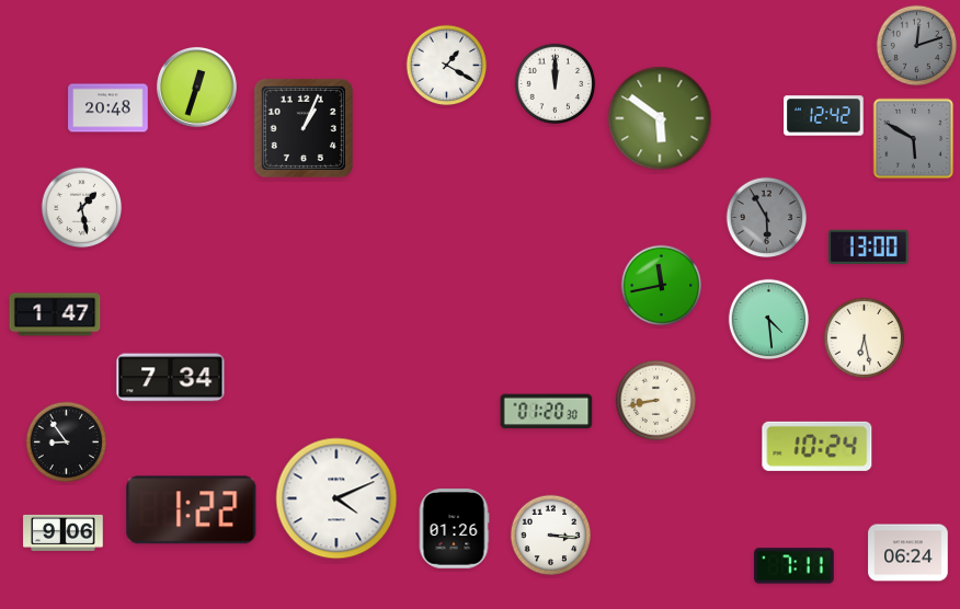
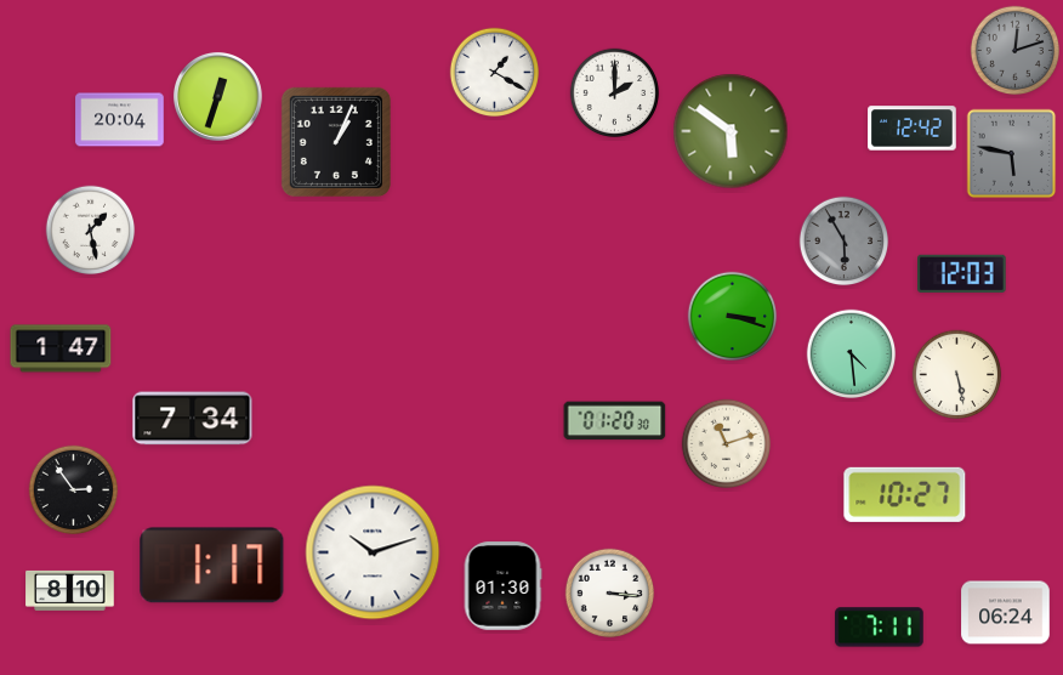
clock at (556, 84): 12:00 -> 2:00
clock at (108, 108): 20:48 -> 20:04
clock at (914, 139): 5:50 -> 5:47
clock at (767, 218) position: (767, 218) -> (845, 242)
clock at (869, 246): 13:00 -> 12:03
clock at (662, 286): 11:43 -> 3:18
clock at (865, 338): 6:28 -> 5:28
clock at (171, 378) position: (171, 378) -> (193, 419)
clock at (656, 401): 8:43 -> 11:12
clock at (547, 412) position: (547, 412) -> (615, 421)
clock at (67, 443): 8:54 -> 2:54
clock at (818, 446): 10:24 -> 10:27
clock at (336, 498): 4:11 -> 10:12
clock at (192, 510): 1:22 -> 1:17
clock at (454, 529): 01:26 -> 01:30
clock at (64, 532): 9:06 -> 8:10
